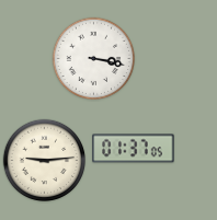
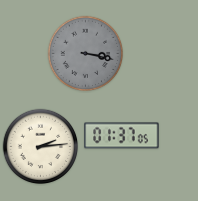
clock at (94, 59) dial: white -> grey
clock at (45, 161): 9:14 -> 2:14
